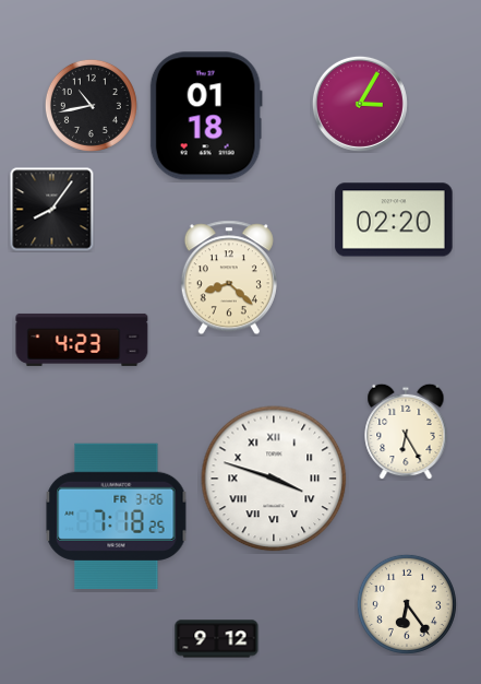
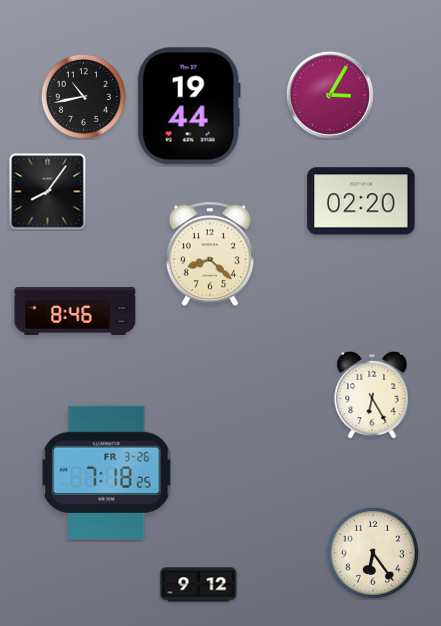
clock at (206, 116): 01:18 -> 19:44
clock at (82, 340): 4:23 -> 8:46
clock at (274, 479): 3:48 -> none
